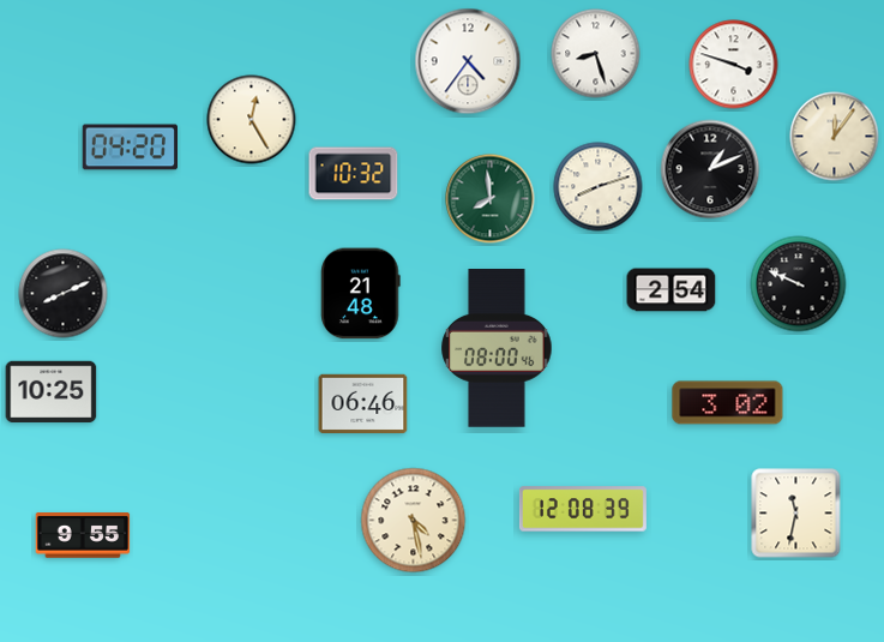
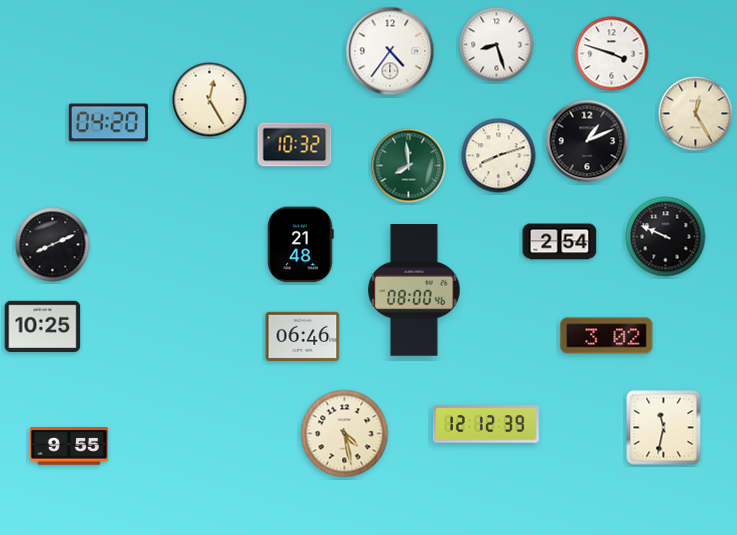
clock at (835, 137): 12:06 -> 12:25
clock at (710, 169) position: (710, 169) -> (587, 141)
clock at (583, 509): 12:08 -> 12:12
